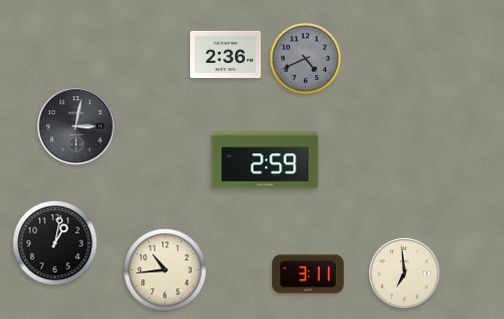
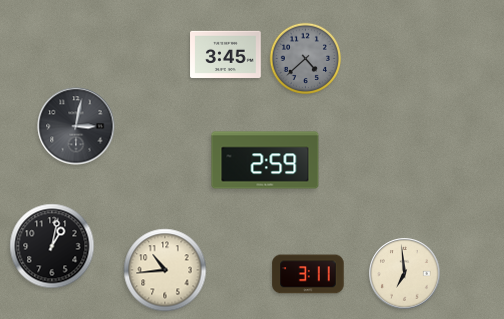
clock at (226, 54): 2:36 -> 3:45
clock at (305, 58): 4:41 -> 4:38
clock at (55, 243) position: (55, 243) -> (52, 246)
